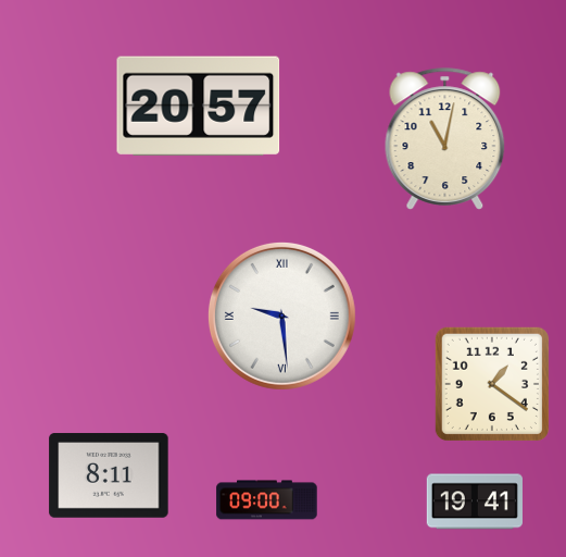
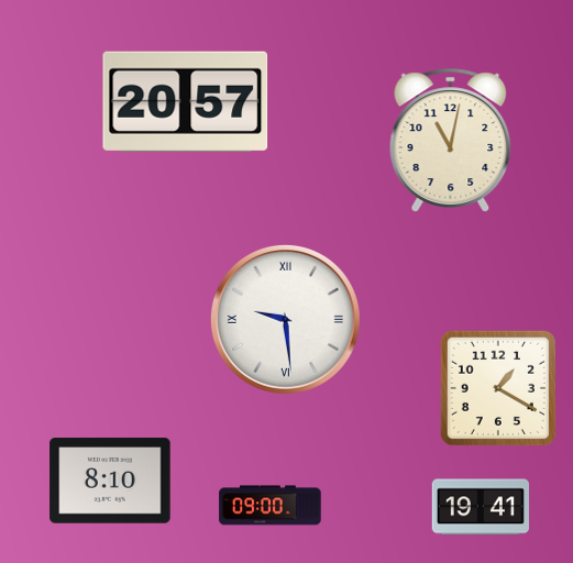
clock at (199, 106) position: (199, 106) -> (186, 101)
clock at (492, 384): 1:21 -> 1:20
clock at (109, 475): 8:11 -> 8:10
